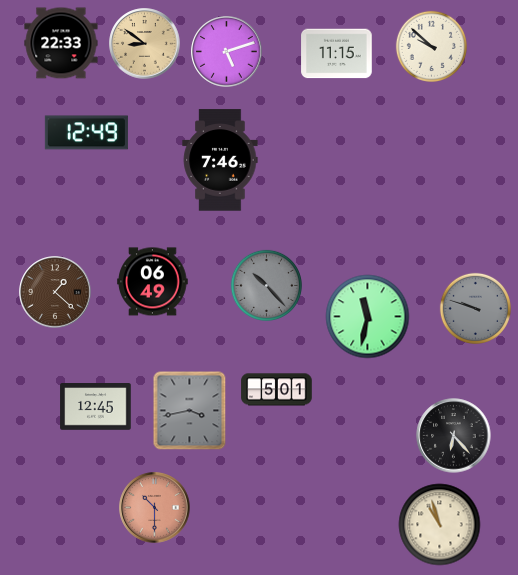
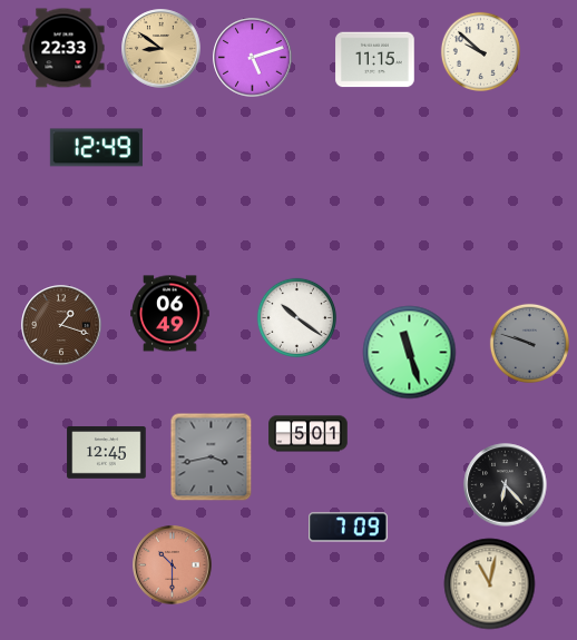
clock at (61, 43) position: (61, 43) -> (63, 48)
clock at (220, 160): 7:46 -> none
clock at (266, 285): 10:23 -> 10:21
clock at (266, 285) dial: grey -> white
clock at (55, 292): 1:22 -> 1:18
clock at (368, 317): 11:32 -> 11:27
clock at (349, 528): none -> 7:09
clock at (440, 525): 10:57 -> 11:02
